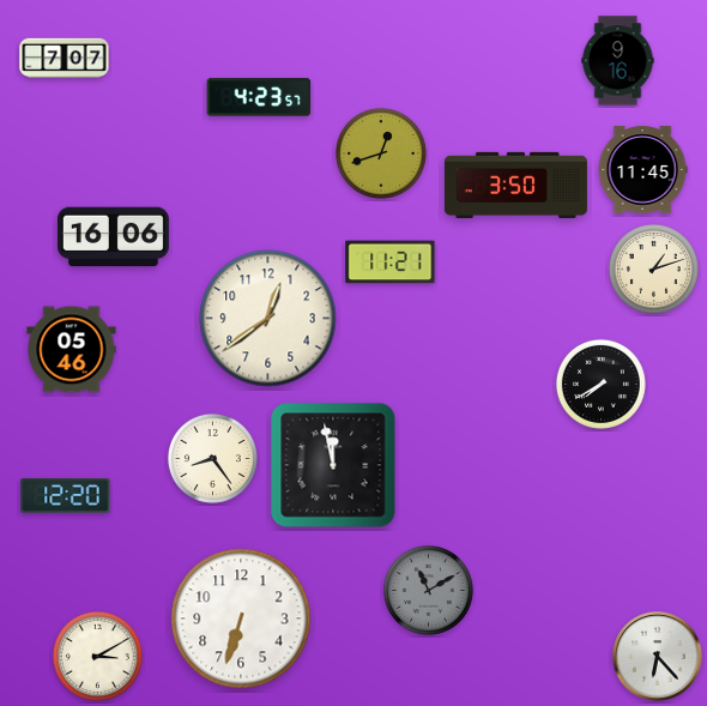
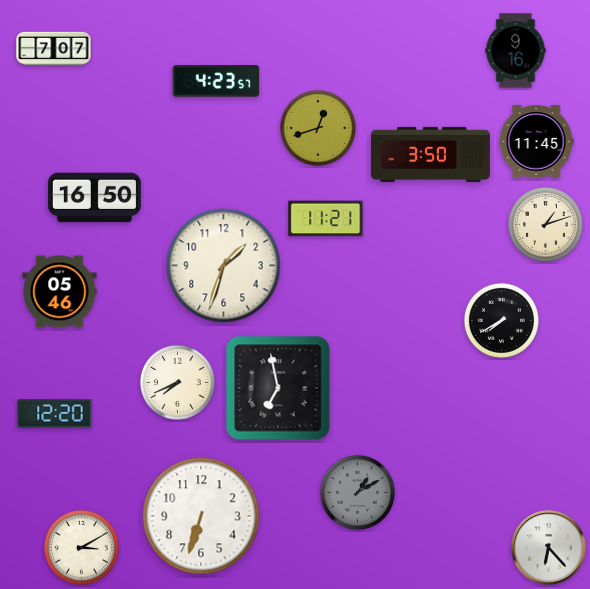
clock at (113, 237): 16:06 -> 16:50
clock at (268, 319): 12:39 -> 1:33
clock at (212, 458): 8:24 -> 7:41
clock at (333, 465): 11:58 -> 6:58
clock at (428, 590): 11:10 -> 1:10
